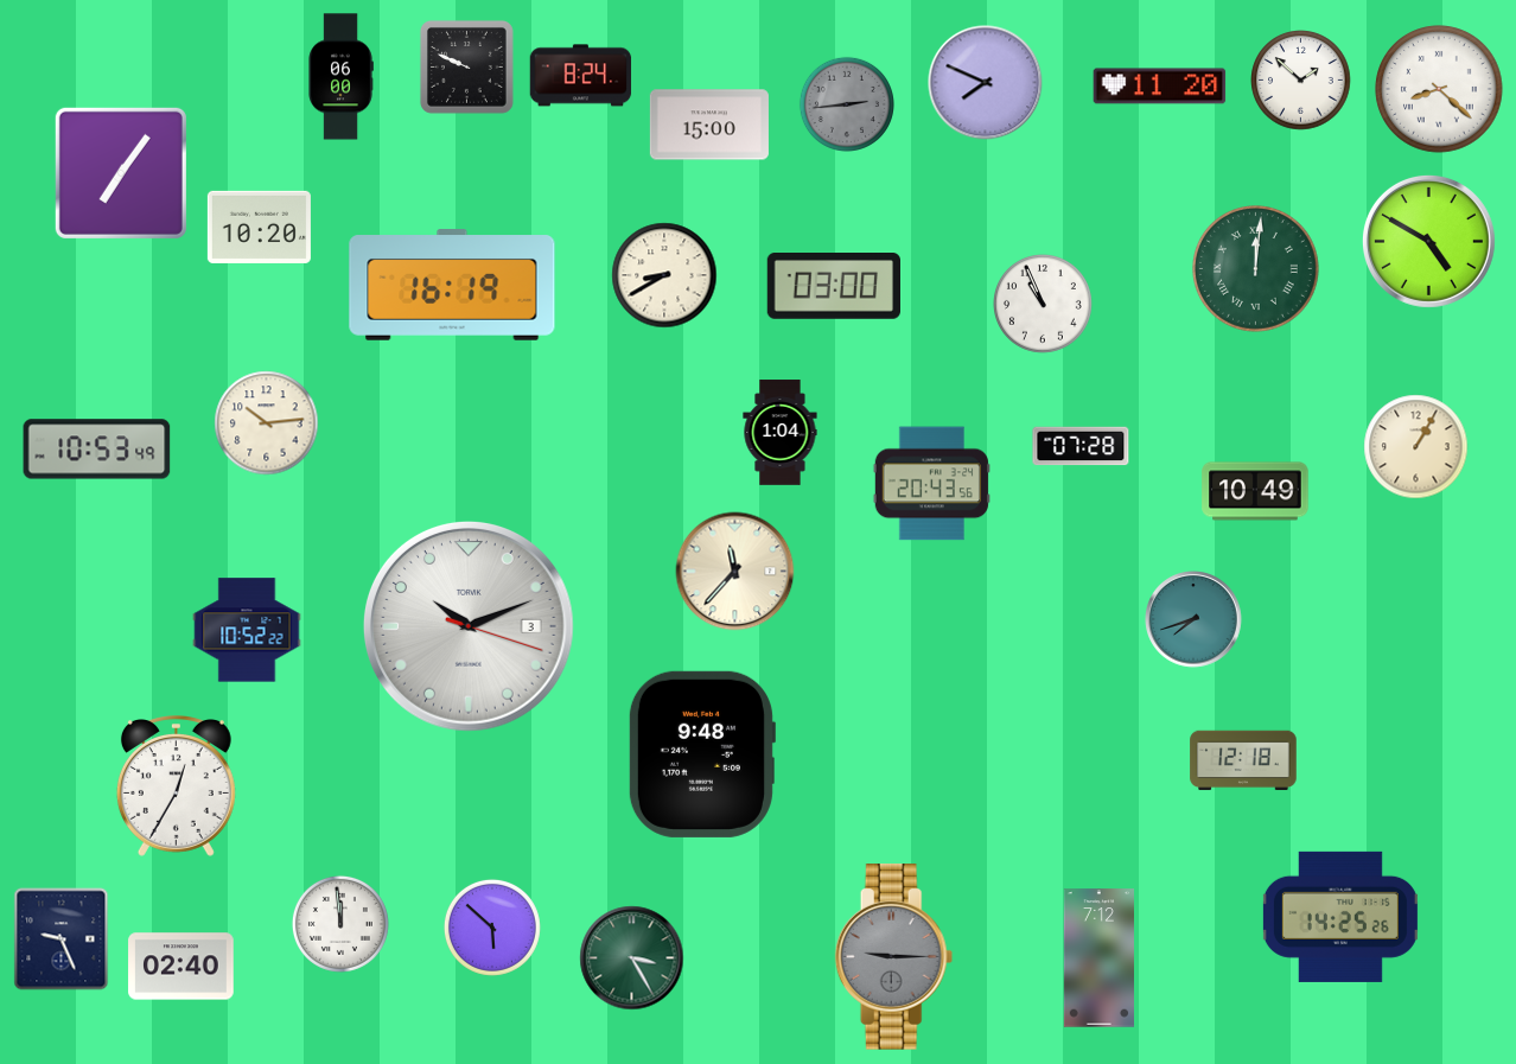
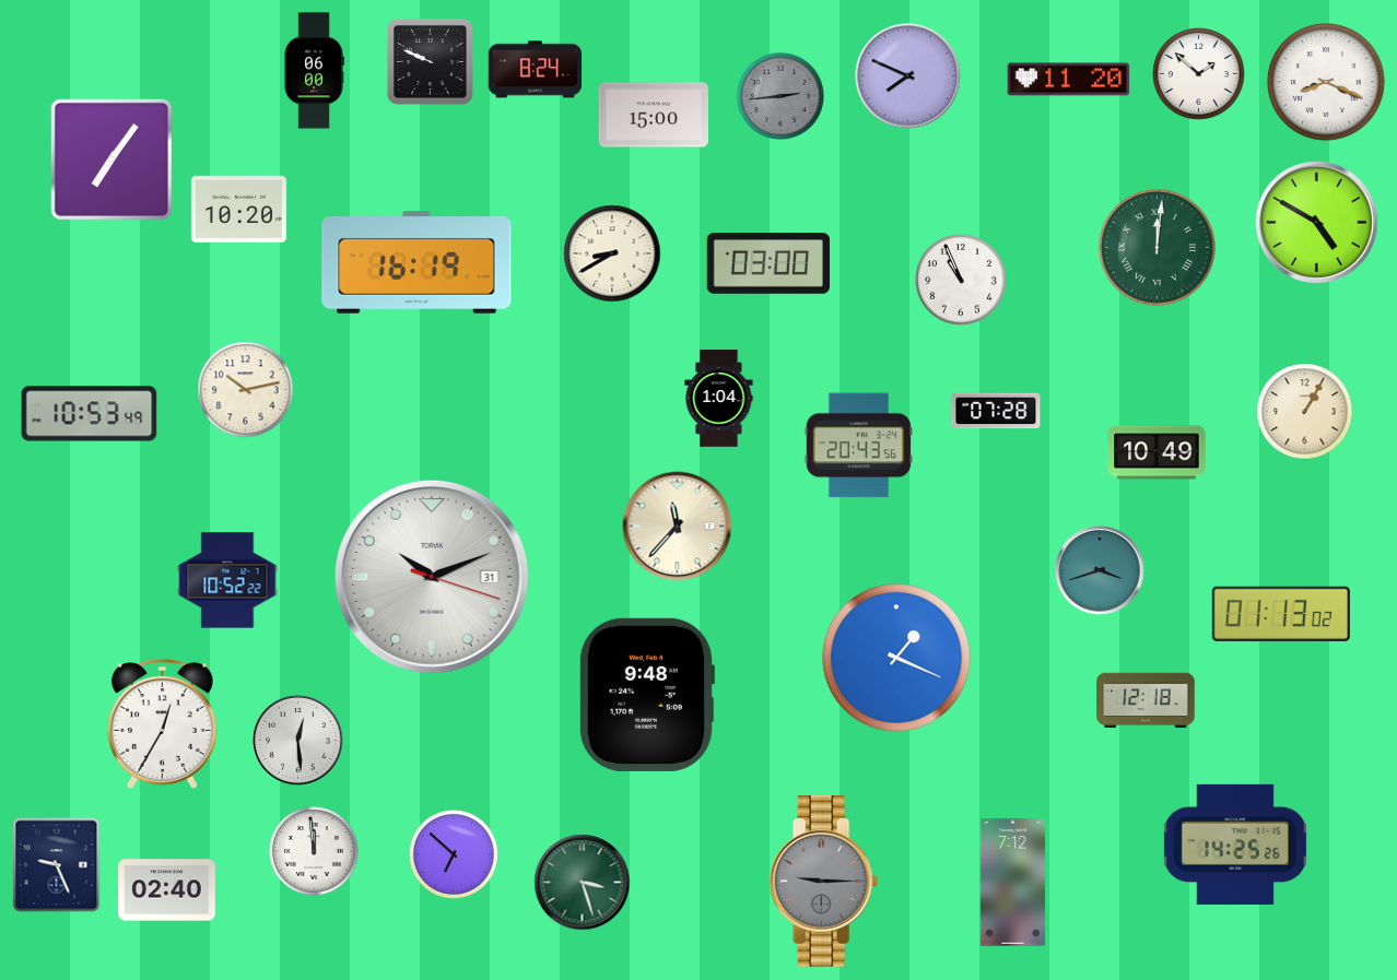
clock at (1439, 89): 8:22 -> 8:19
clock at (267, 423): 10:14 -> 10:13
clock at (1195, 620): 7:42 -> 3:42
clock at (470, 627) date: 3 -> 31
clock at (1281, 614): none -> 01:13
clock at (896, 658): none -> 1:19
clock at (298, 741): none -> 12:29
clock at (492, 928): 5:52 -> 6:52
clock at (632, 958): 3:25 -> 3:27
